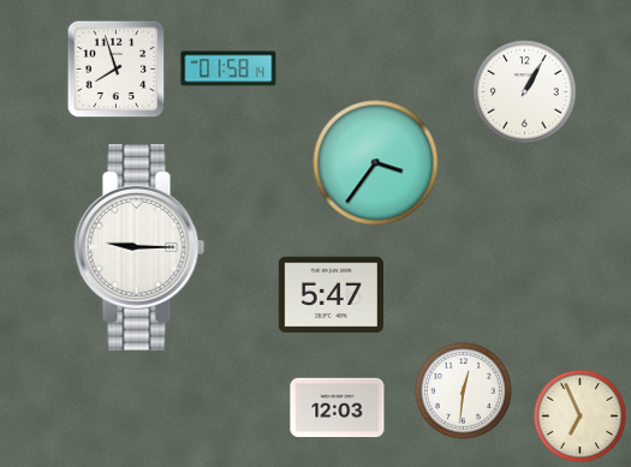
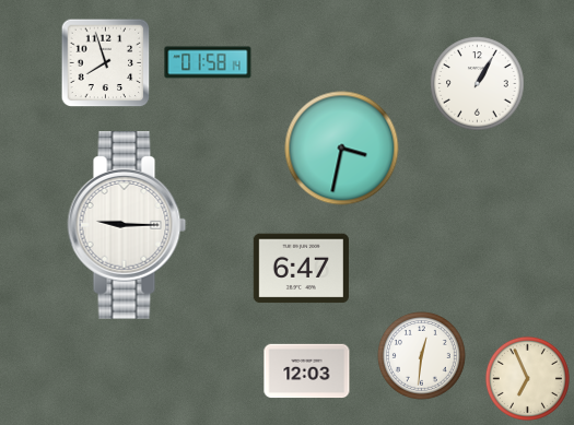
clock at (376, 163): 3:36 -> 3:32
clock at (331, 295): 5:47 -> 6:47
